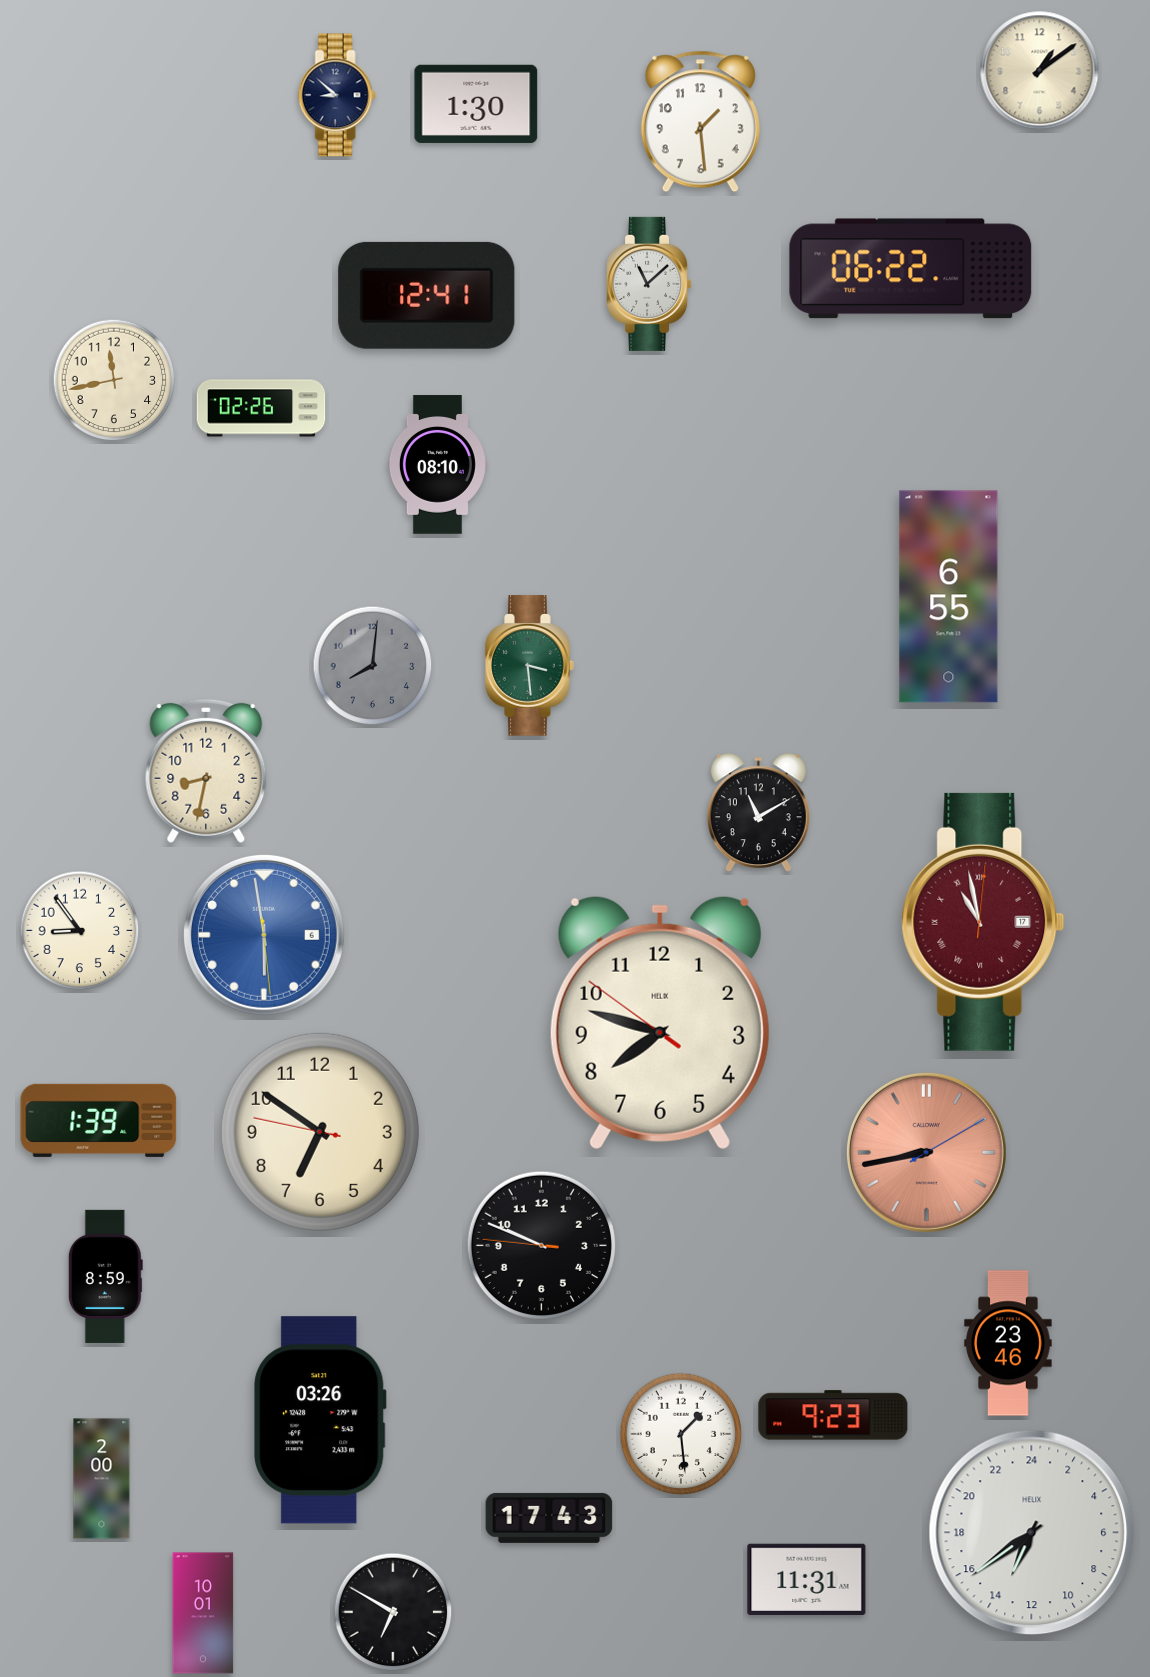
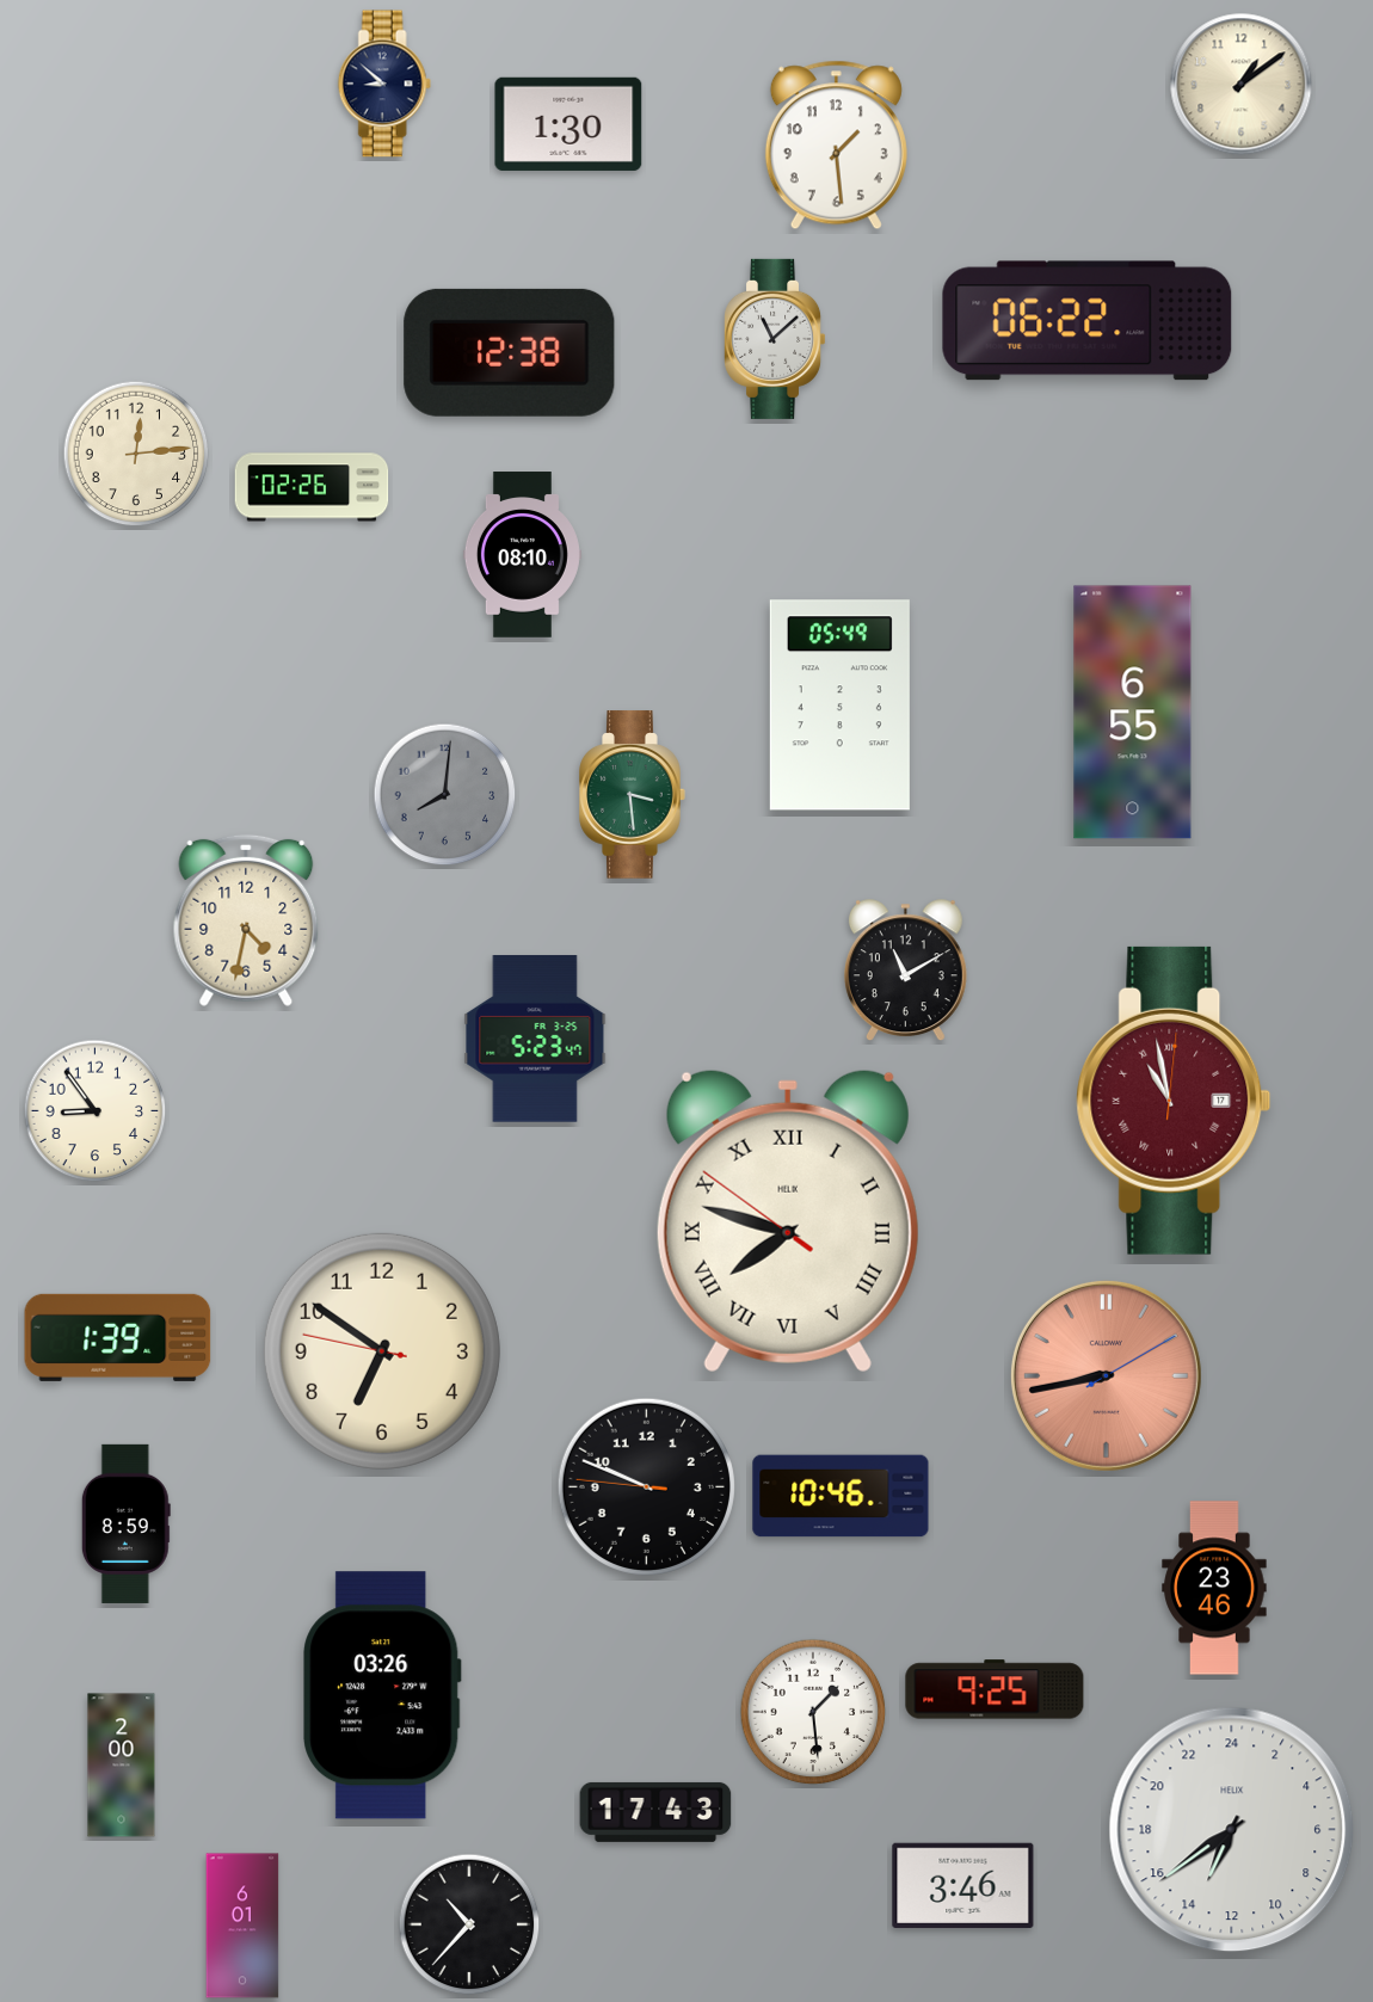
clock at (337, 95) position: (337, 95) -> (384, 84)
clock at (427, 295): 12:41 -> 12:38
clock at (114, 380): 11:43 -> 12:14
clock at (839, 706): none -> 05:49
clock at (206, 771): 8:32 -> 4:32
clock at (535, 1039): none -> 5:23
clock at (264, 935): 5:58 -> none
clock at (660, 1022) numerals: Arabic -> Roman
clock at (841, 1496): none -> 10:46
clock at (1008, 1343) position: (1008, 1343) -> (1214, 1588)
clock at (833, 1415): 9:23 -> 9:25
clock at (807, 1579): 11:31 -> 3:46
clock at (393, 1612): 6:50 -> 10:37
clock at (203, 1613): 10:01 -> 6:01
